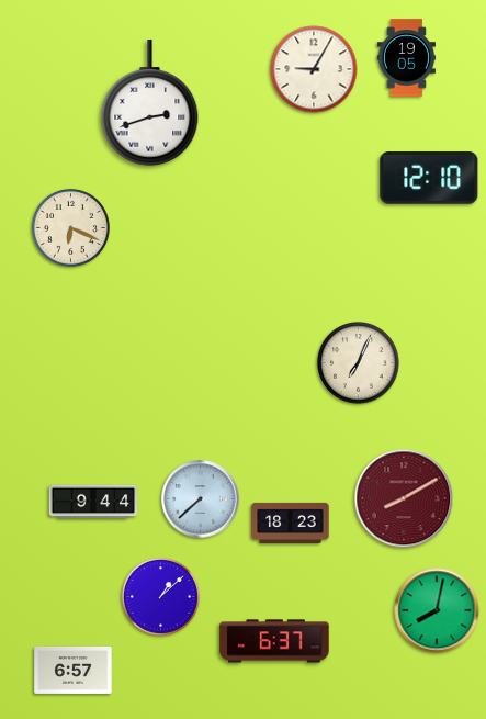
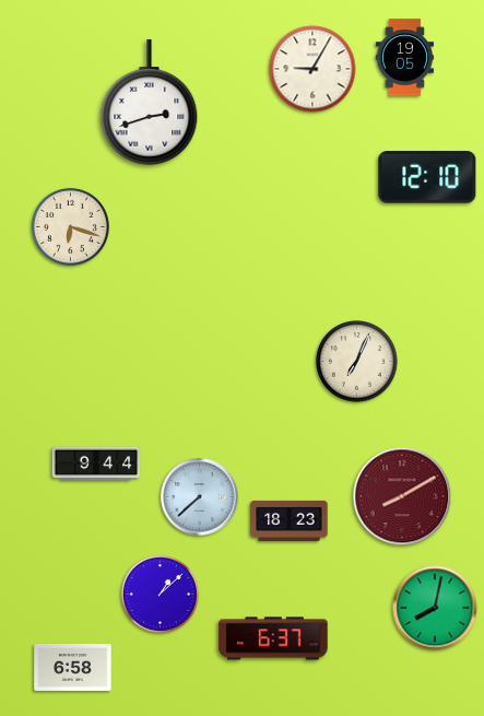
clock at (70, 227): 6:19 -> 6:18
clock at (93, 502) position: (93, 502) -> (96, 463)
clock at (74, 670): 6:57 -> 6:58
